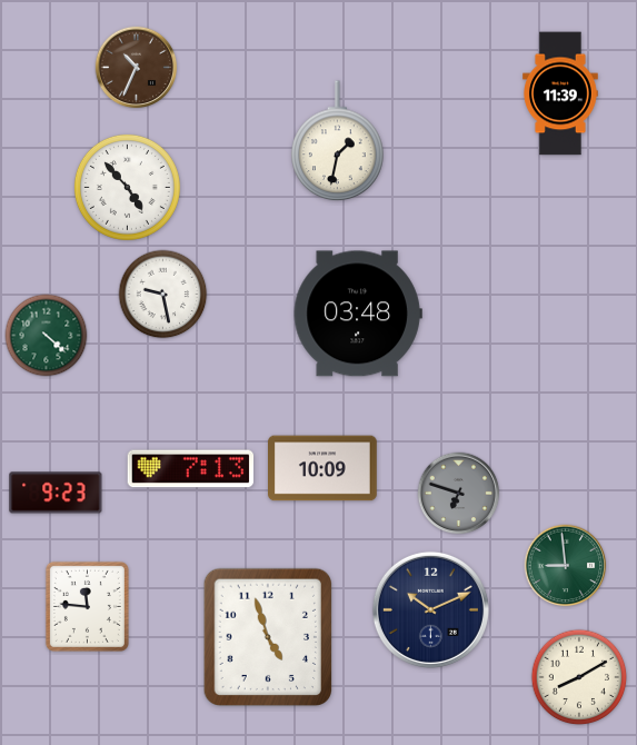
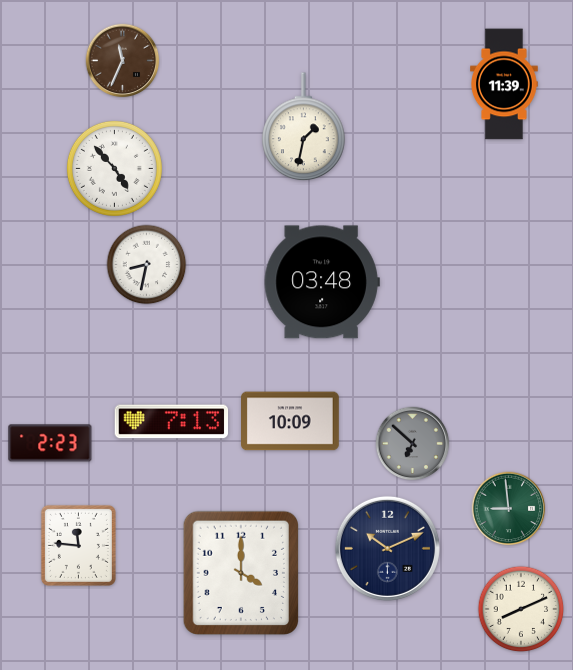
clock at (137, 68): 10:34 -> 11:34
clock at (163, 295): 9:28 -> 8:32
clock at (47, 336): 4:22 -> none
clock at (56, 493): 9:23 -> 2:23
clock at (459, 494): 6:48 -> 6:52
clock at (267, 637): 4:57 -> 4:00
clock at (579, 677): 8:10 -> 8:11
